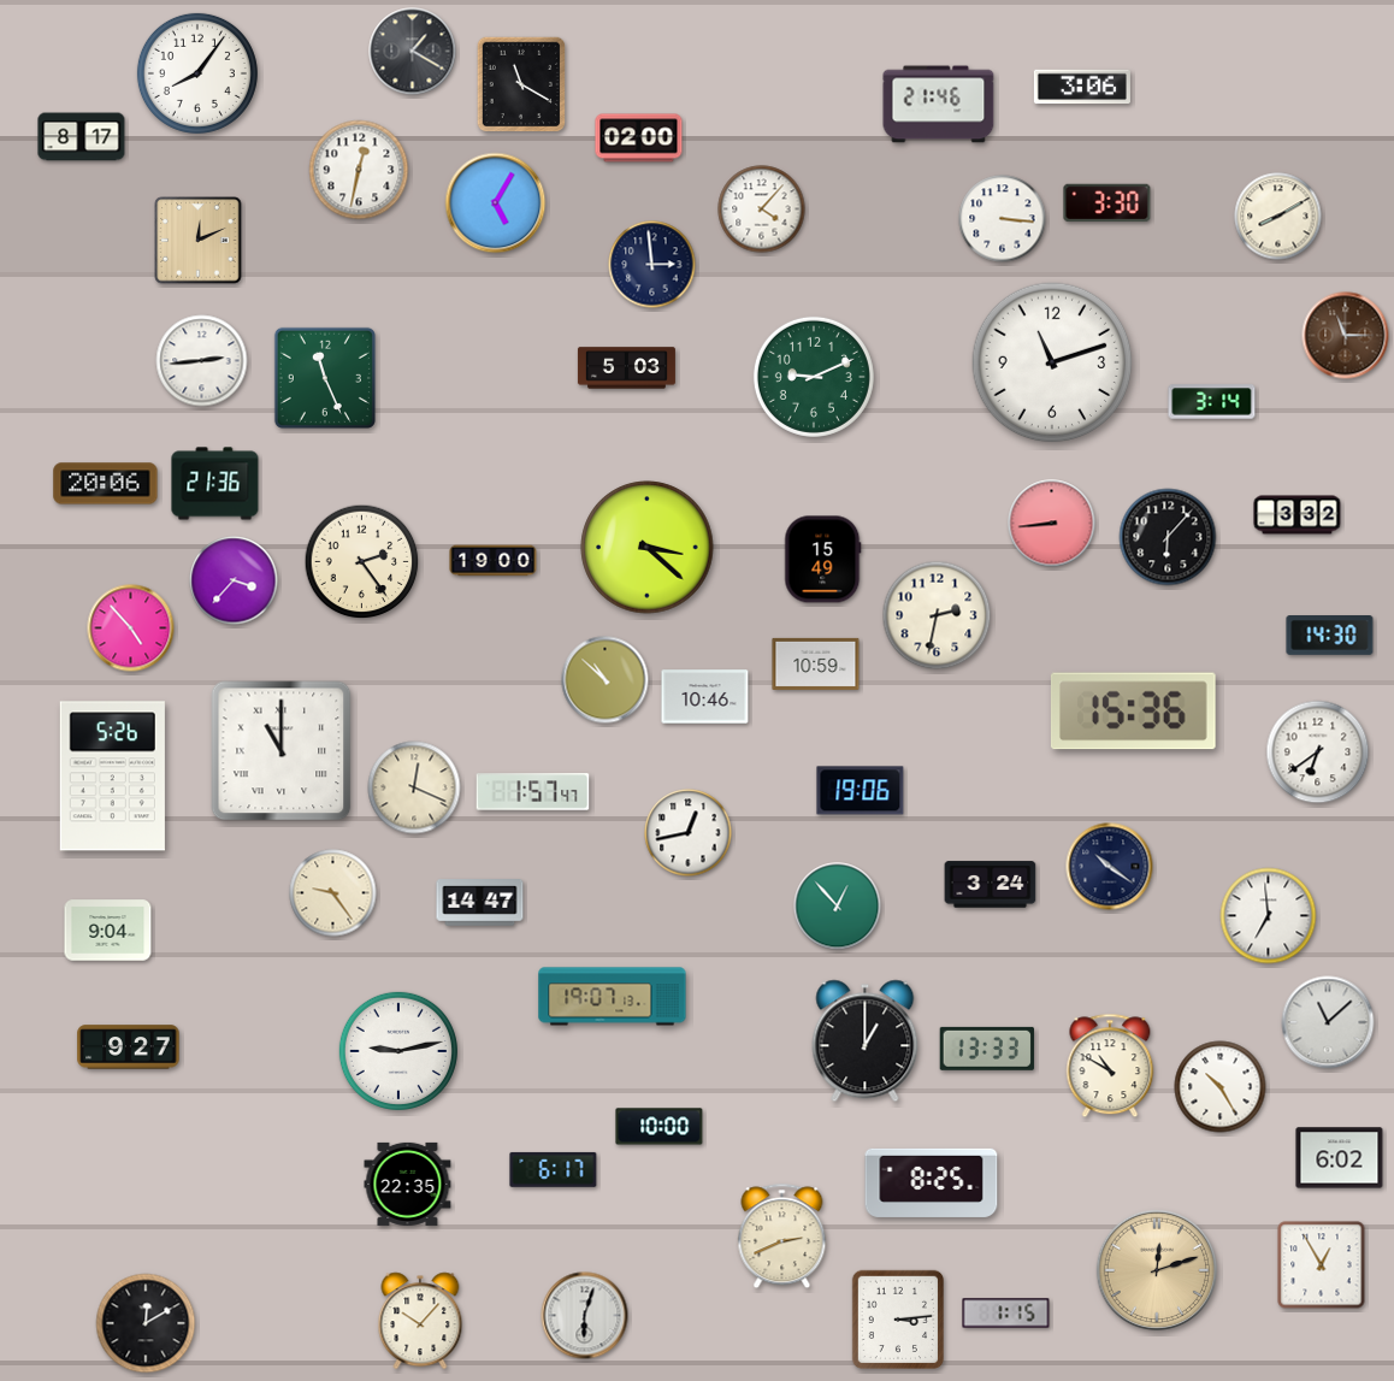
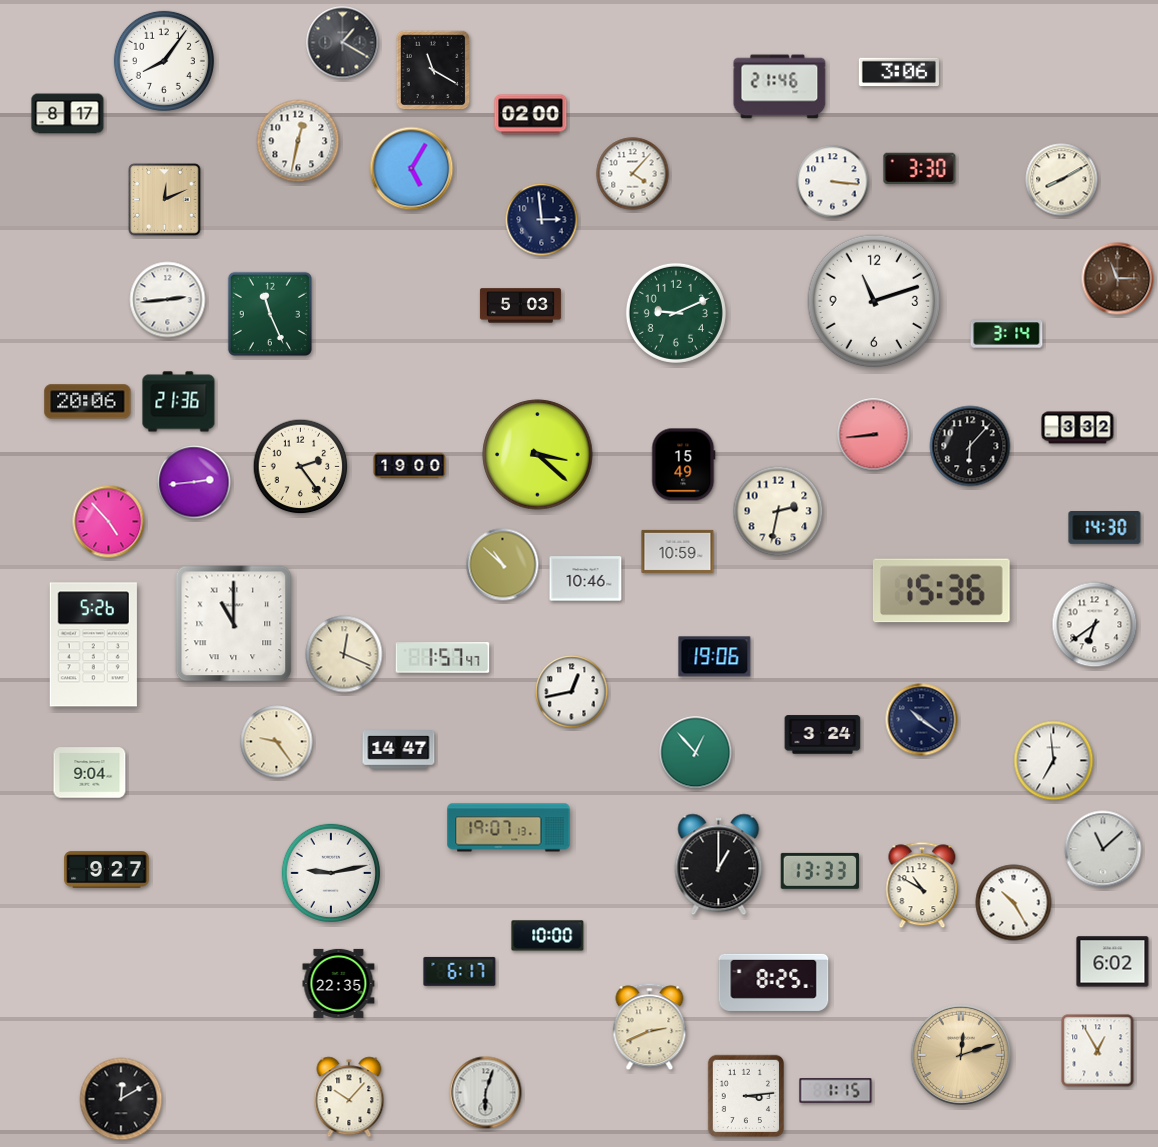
clock at (234, 580): 3:37 -> 2:44
